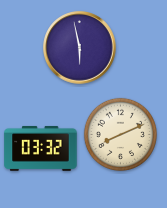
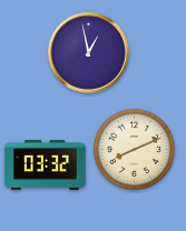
clock at (80, 48): 5:58 -> 12:58
